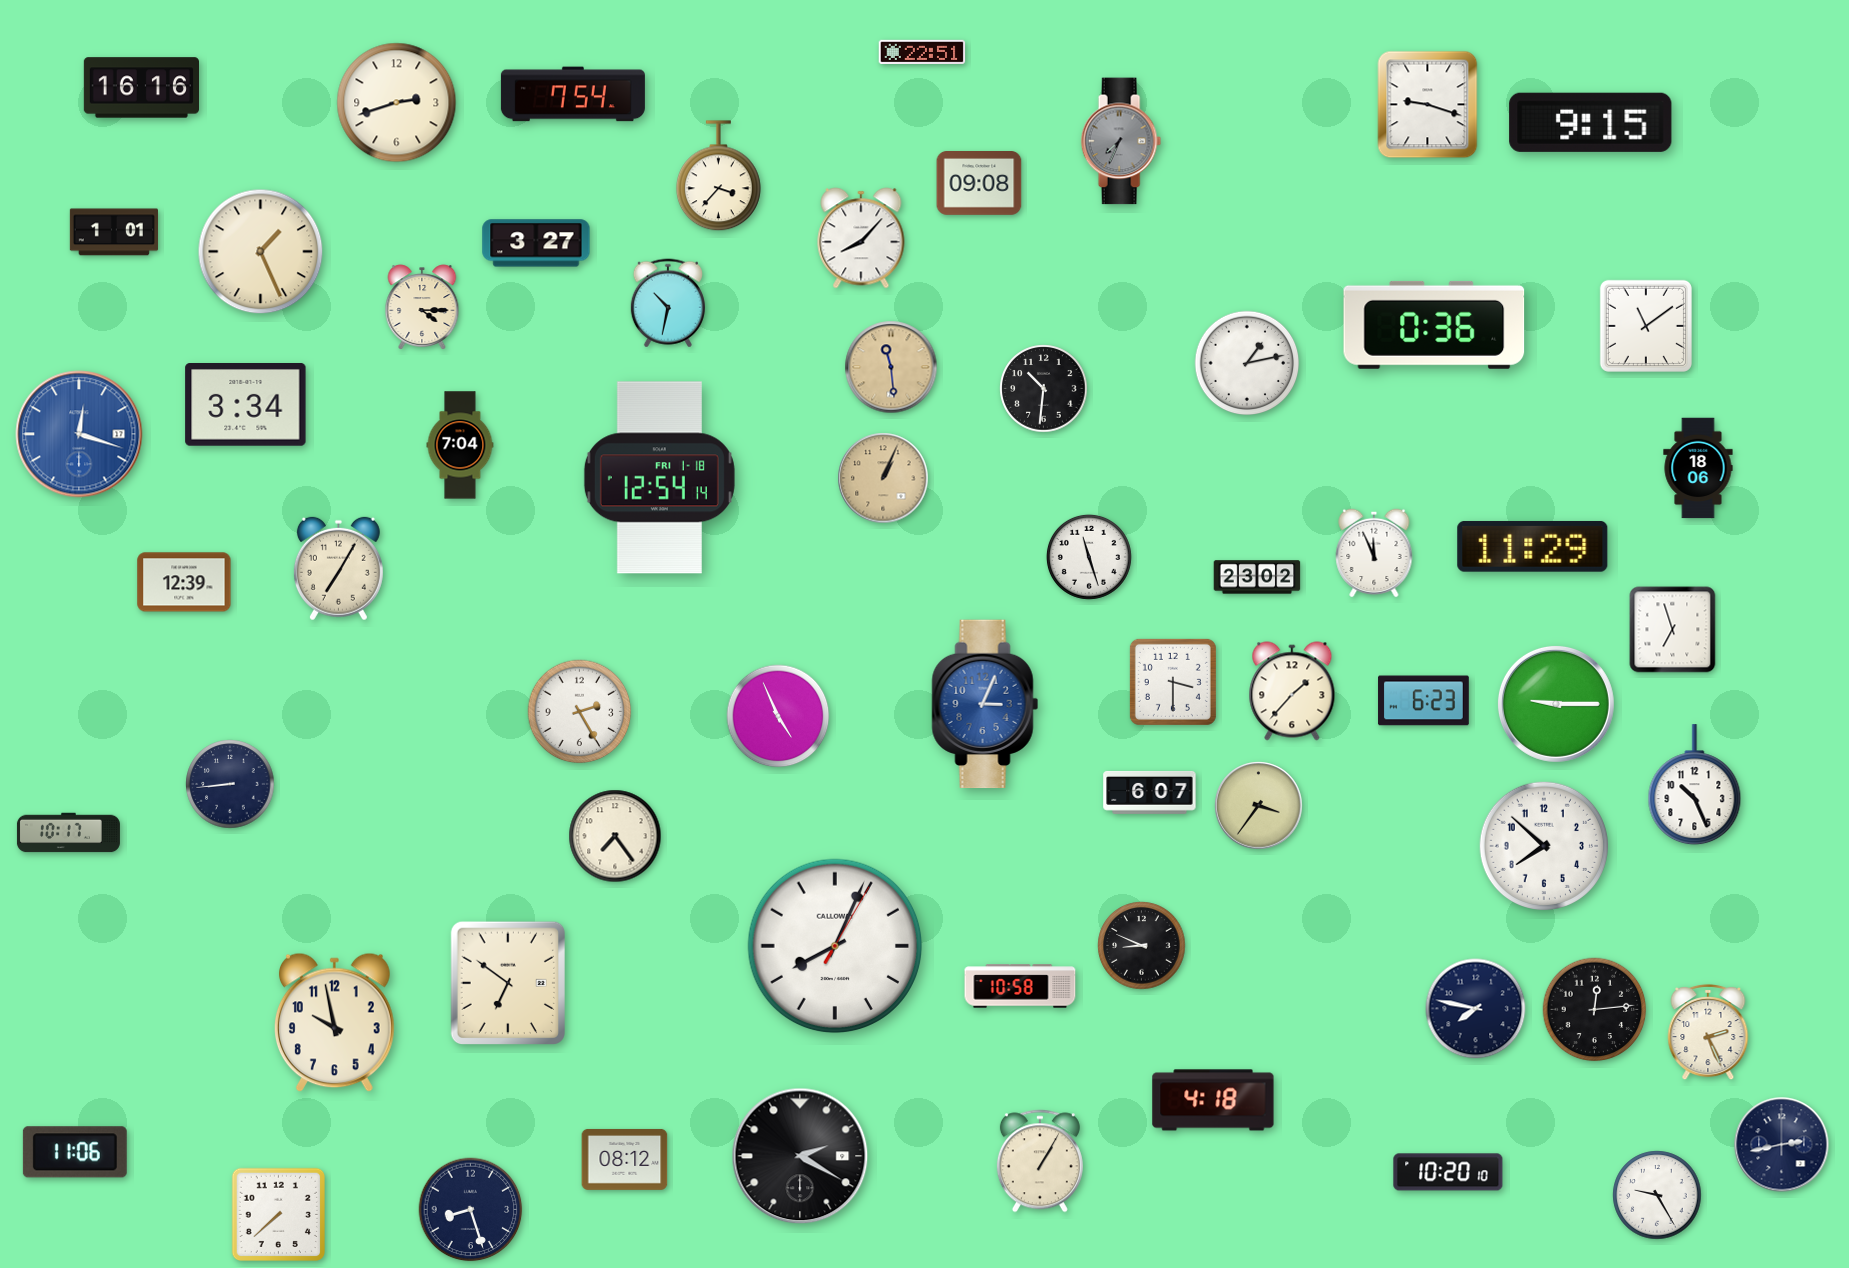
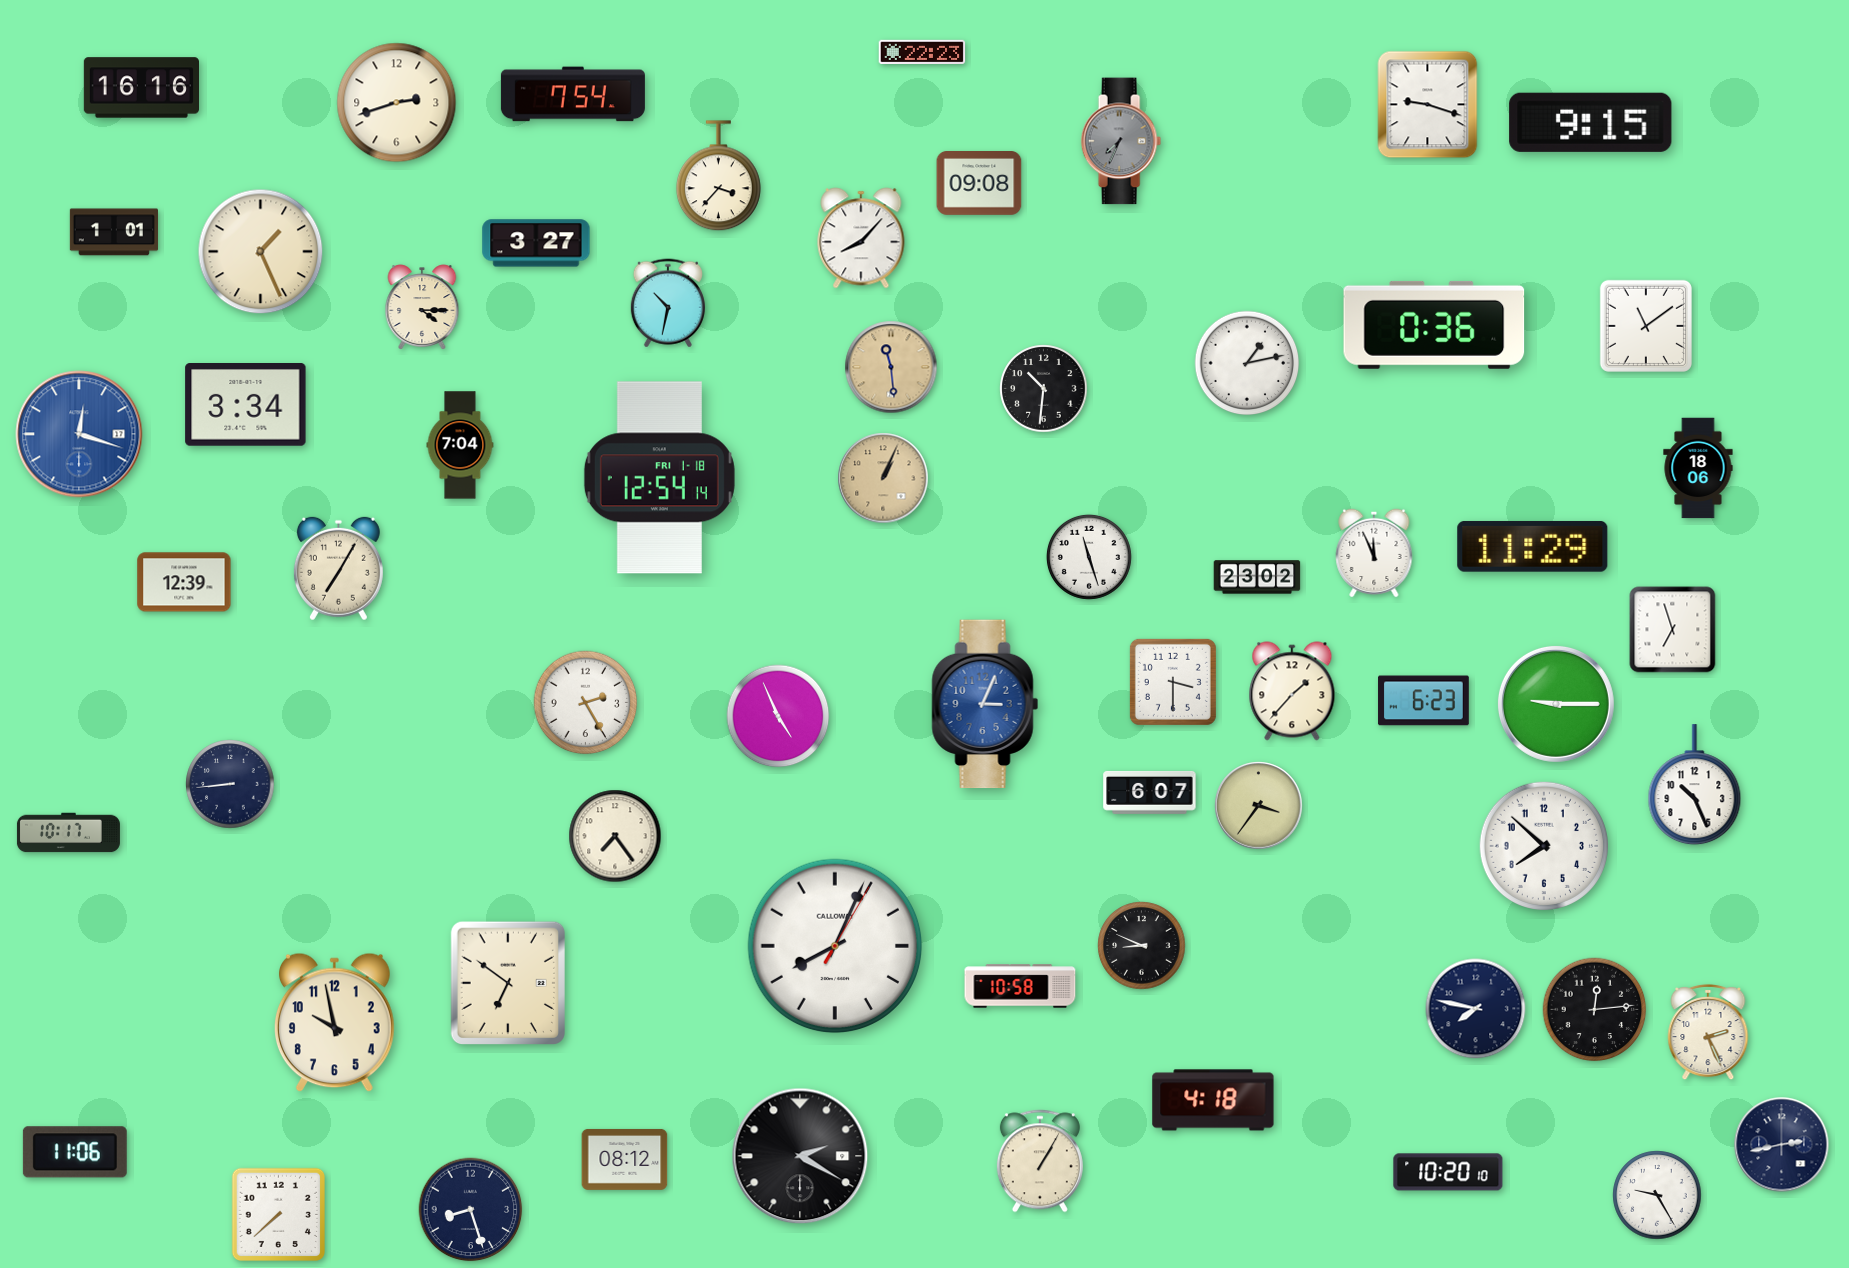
clock at (922, 51): 22:51 -> 22:23
clock at (580, 712) position: (580, 712) -> (586, 703)
